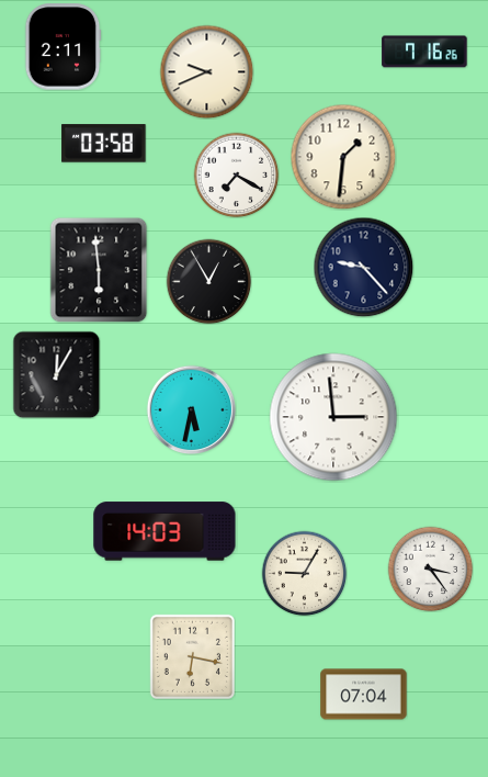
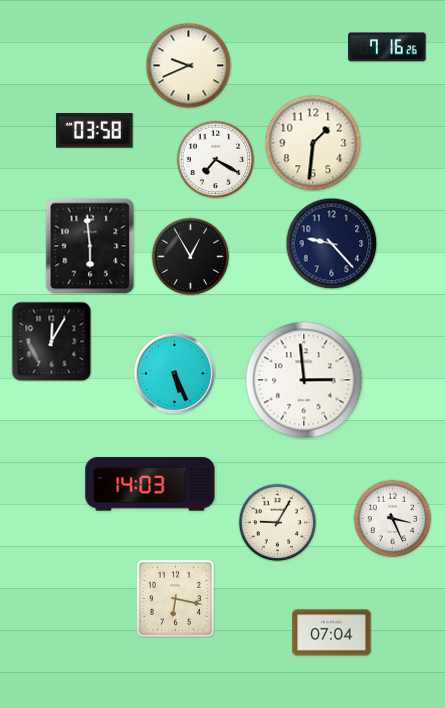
clock at (64, 47): 2:11 -> none
clock at (191, 409): 5:32 -> 5:26
clock at (430, 568): 3:24 -> 3:26
